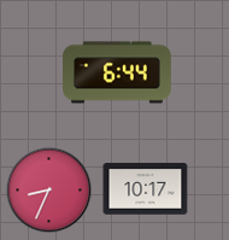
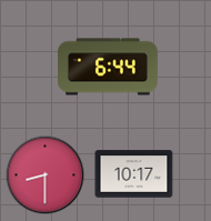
clock at (49, 191): 8:34 -> 8:30
